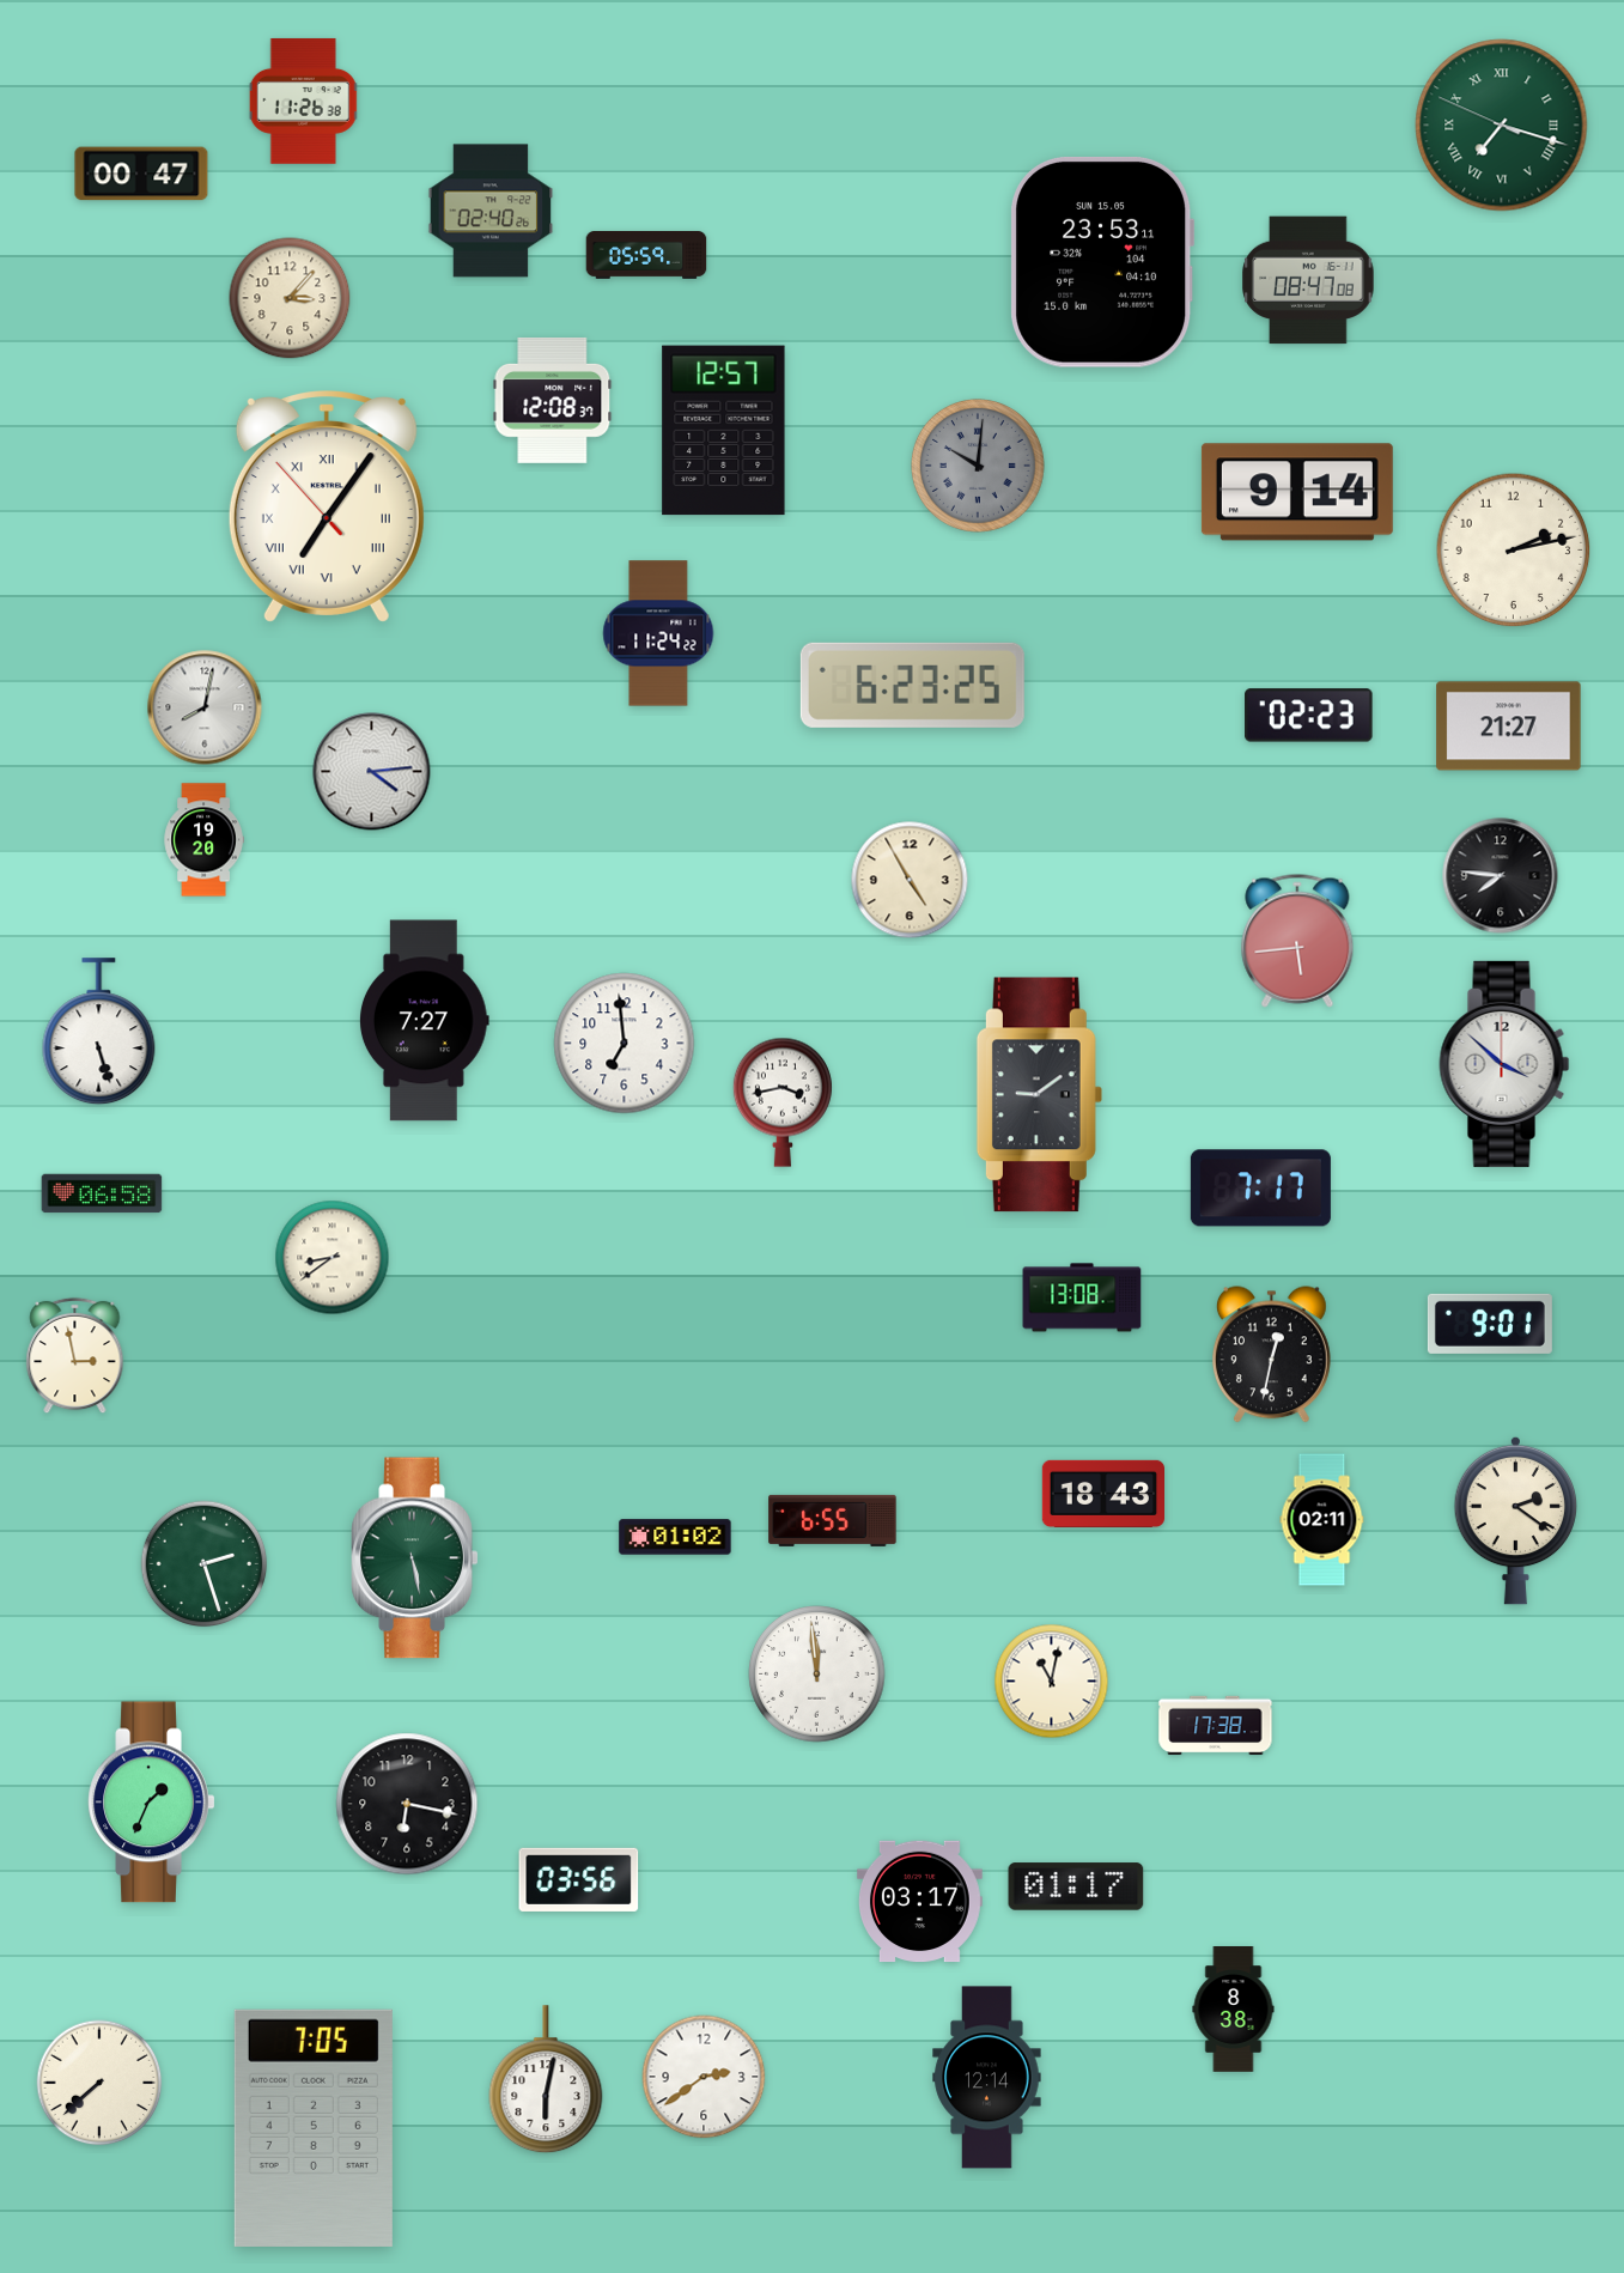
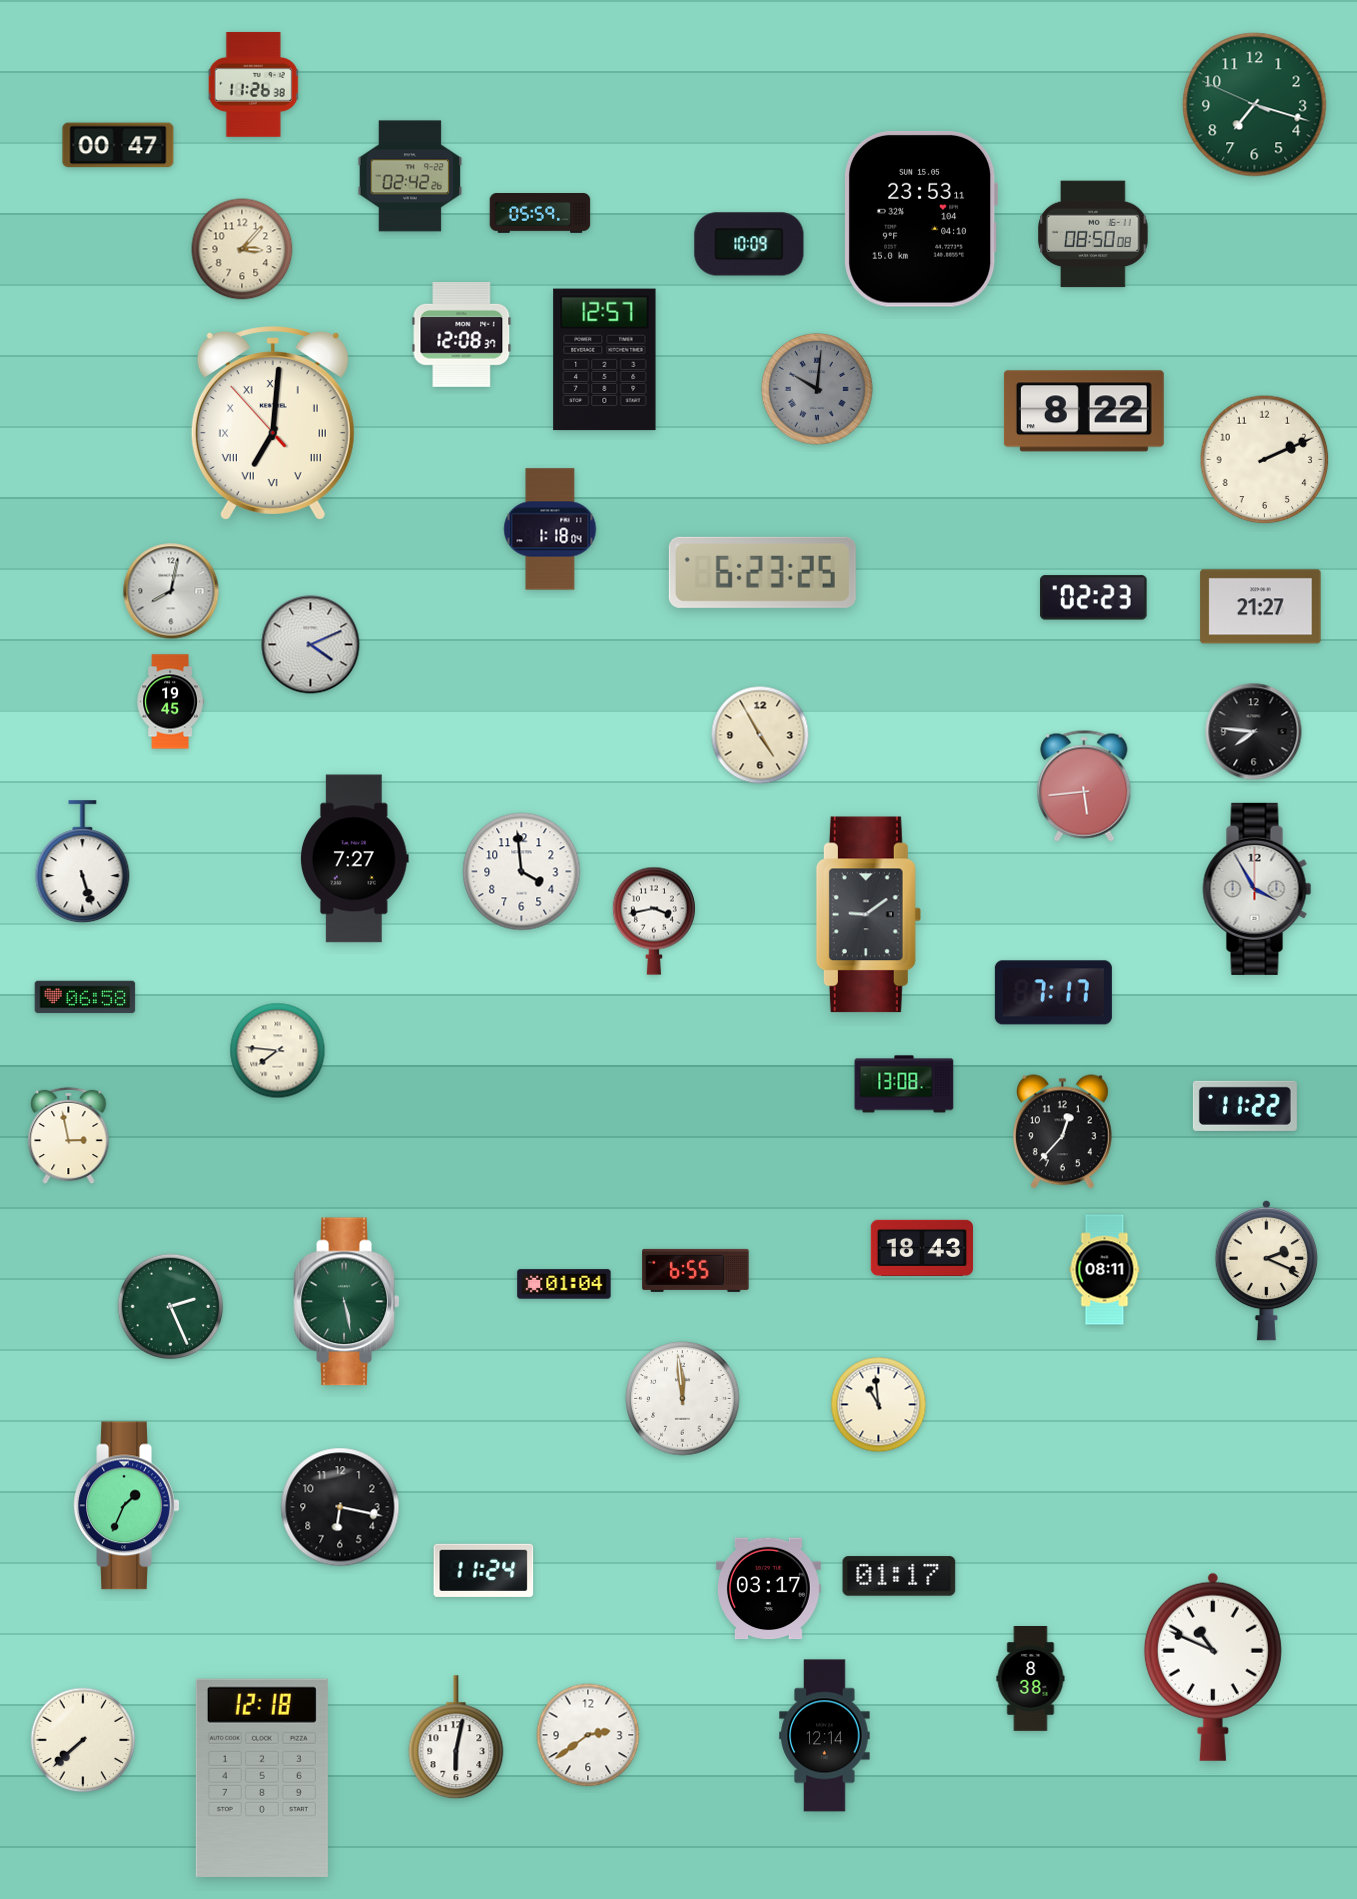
clock at (1502, 126) numerals: Roman -> Arabic
clock at (491, 211): 02:40 -> 02:42
clock at (1308, 280): 08:47 -> 08:50
clock at (749, 244): none -> 10:09
clock at (1297, 492): 9:14 -> 8:22
clock at (327, 506): 7:05 -> 7:00
clock at (1514, 551): 2:13 -> 2:11
clock at (658, 633): 11:24 -> 1:18
clock at (372, 772): 4:14 -> 4:11
clock at (203, 840): 19:20 -> 19:45
clock at (424, 1021) position: (424, 1021) -> (354, 859)
clock at (625, 1044): 6:59 -> 3:59
clock at (1504, 1064): 3:52 -> 3:55
clock at (333, 1258): 8:39 -> 7:46
clock at (1490, 1324): 9:01 -> 11:22
clock at (1271, 1355): 12:32 -> 12:37
clock at (75, 1356) position: (75, 1356) -> (69, 1136)
clock at (1322, 1520): 02:11 -> 08:11
clock at (1515, 1520): 2:21 -> 2:19
clock at (675, 1537): 01:02 -> 01:04
clock at (205, 1564): 2:27 -> 2:26
clock at (1052, 1682): 11:02 -> 10:59
clock at (1216, 1726): 17:38 -> none
clock at (579, 1879): 03:56 -> 11:24
clock at (1213, 1667): none -> 10:49
clock at (314, 2128): 7:05 -> 12:18
